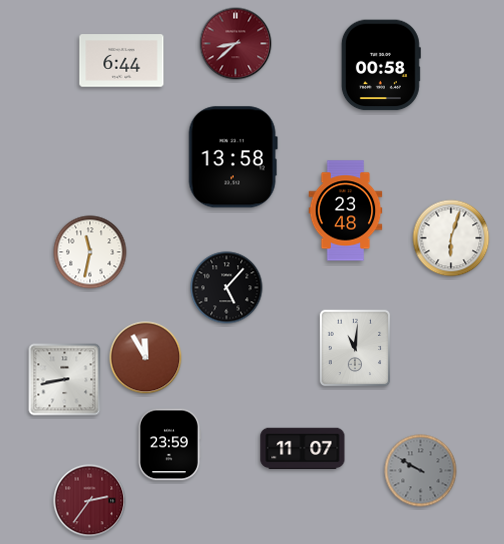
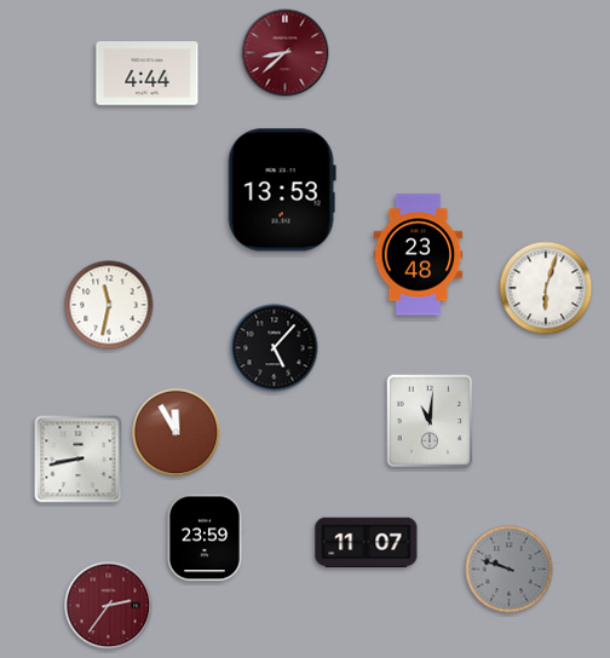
clock at (122, 61): 6:44 -> 4:44
clock at (381, 65): 00:58 -> none
clock at (233, 157): 13:58 -> 13:53
clock at (421, 471): 9:50 -> 9:48
